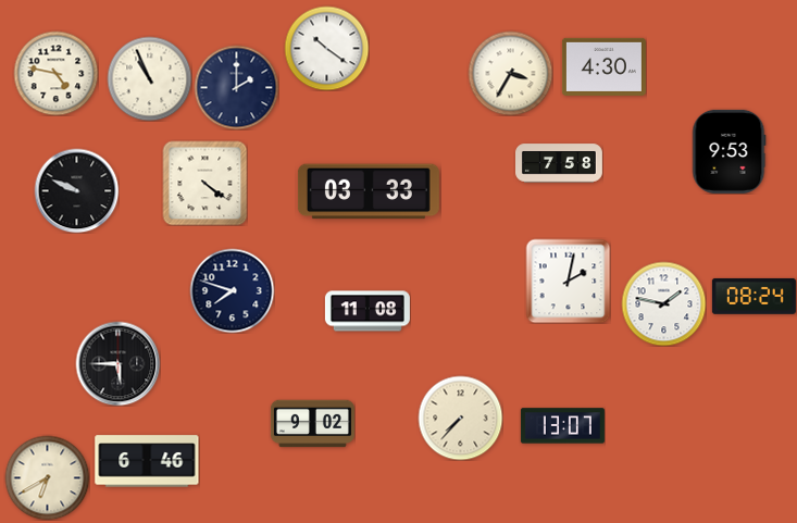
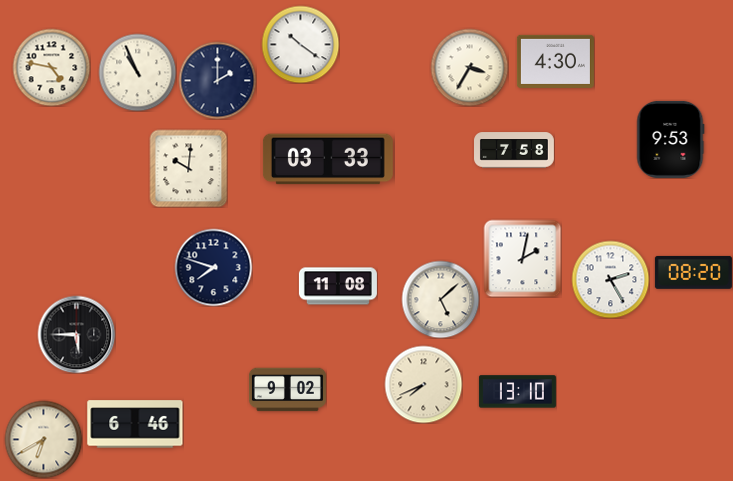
clock at (204, 183): 4:21 -> 10:01
clock at (76, 190): 9:49 -> none
clock at (369, 191) position: (369, 191) -> (328, 159)
clock at (754, 296): 08:24 -> 08:20
clock at (663, 303): 1:47 -> 2:25
clock at (440, 299): none -> 5:08
clock at (117, 363) position: (117, 363) -> (76, 334)
clock at (460, 418): 7:37 -> 7:41
clock at (562, 426): 13:07 -> 13:10
